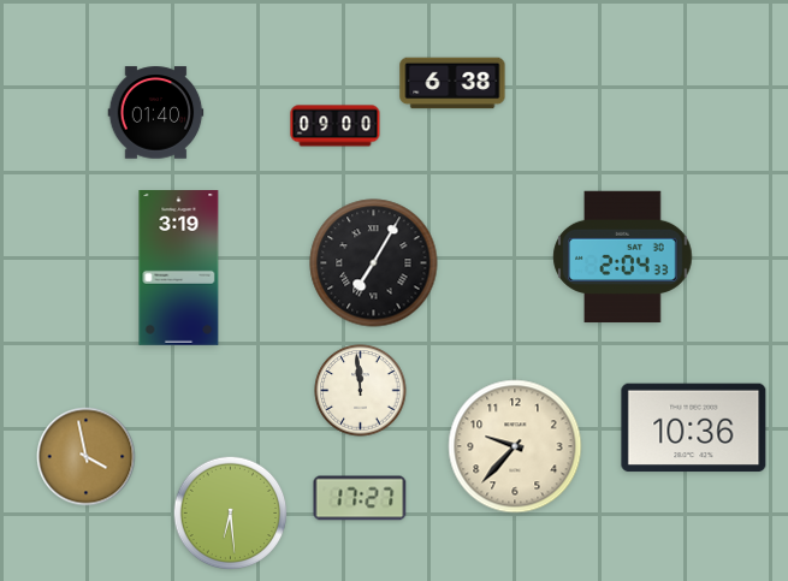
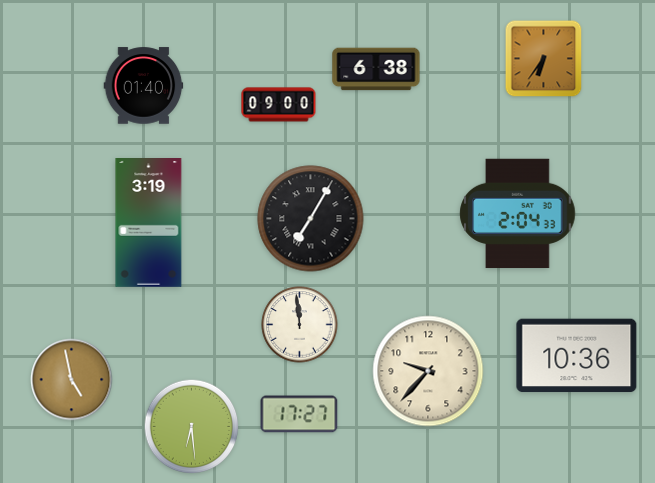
clock at (544, 59): none -> 6:36
clock at (156, 113) position: (156, 113) -> (144, 86)
clock at (87, 457): 3:58 -> 4:58
